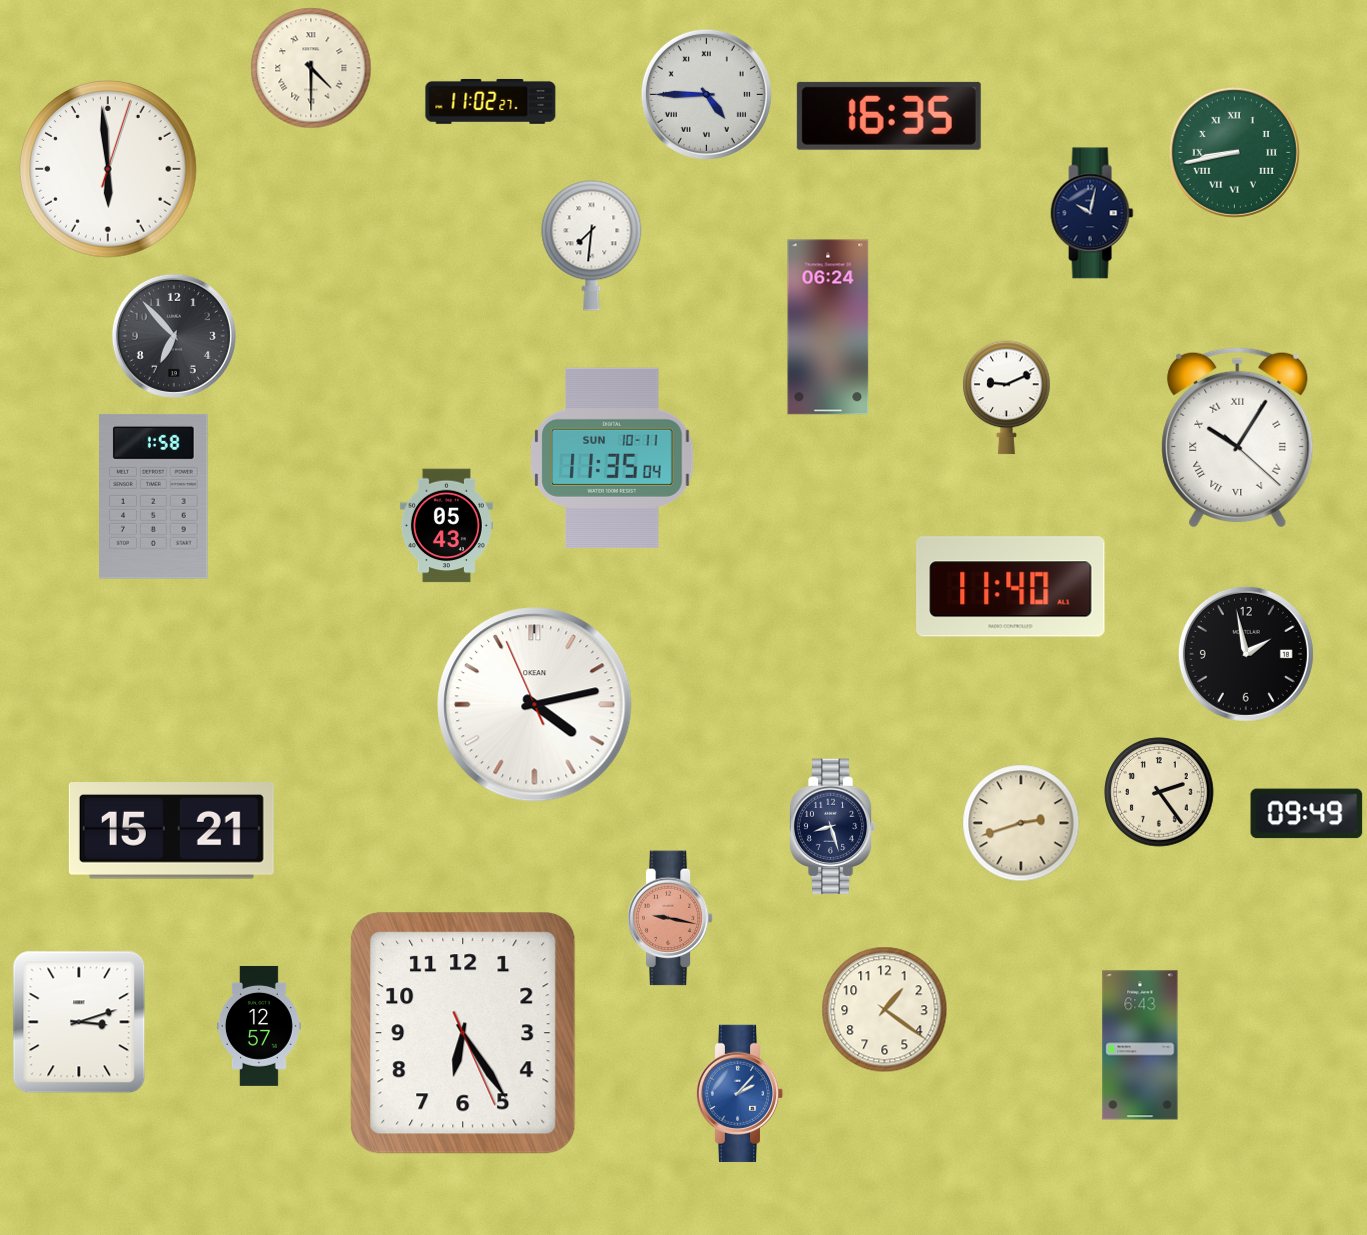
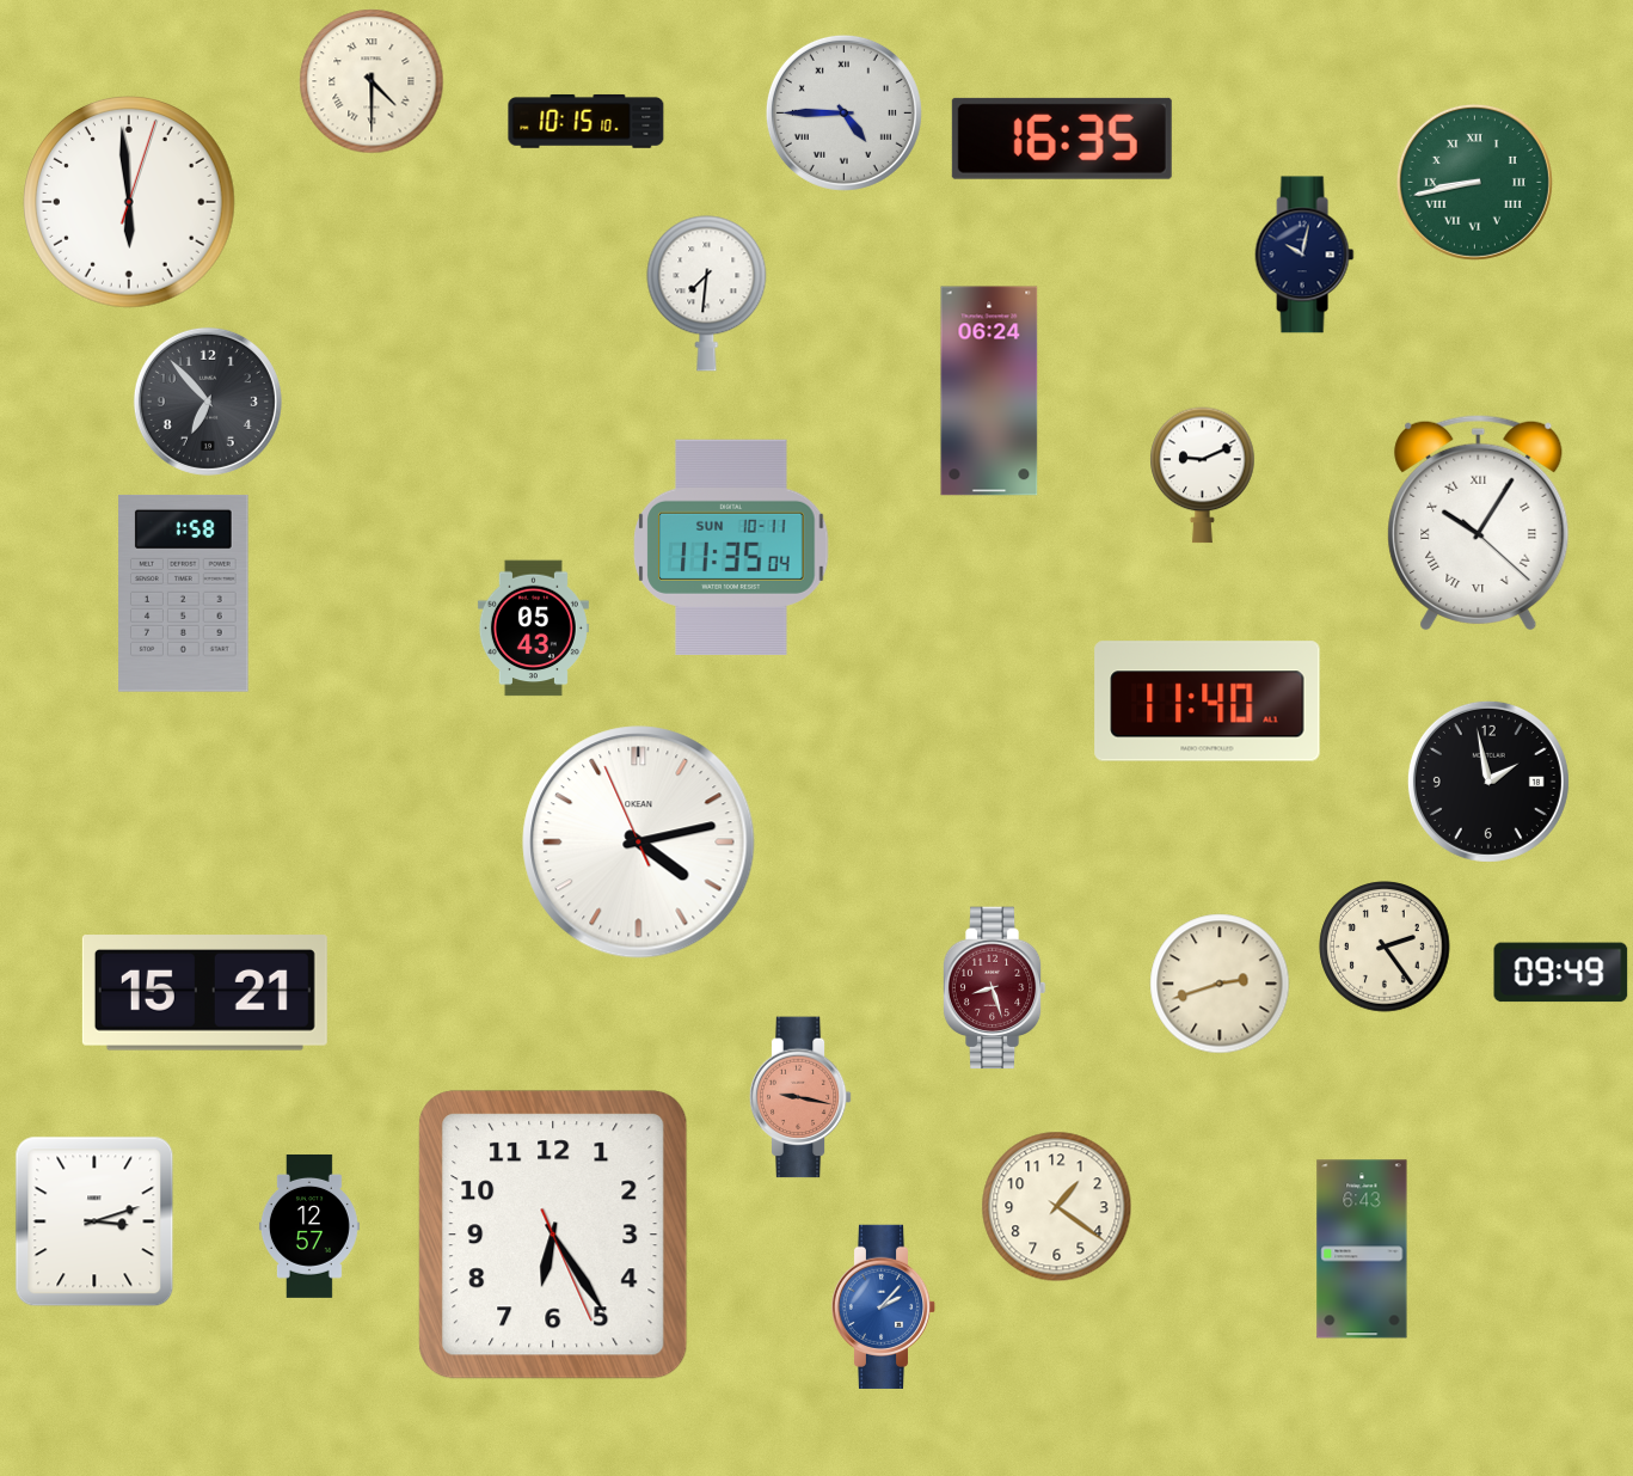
clock at (491, 101): 11:02 -> 10:15
clock at (832, 827) dial: navy -> burgundy
